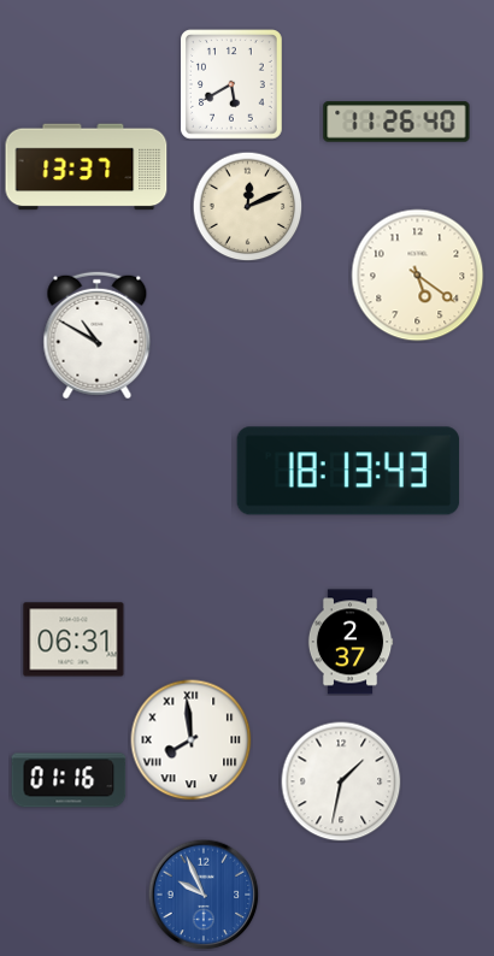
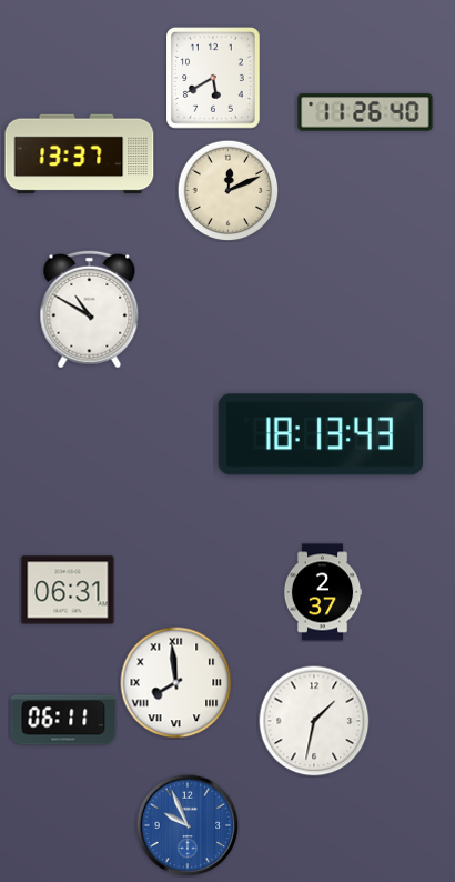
clock at (418, 276): 5:21 -> none
clock at (69, 780): 01:16 -> 06:11
